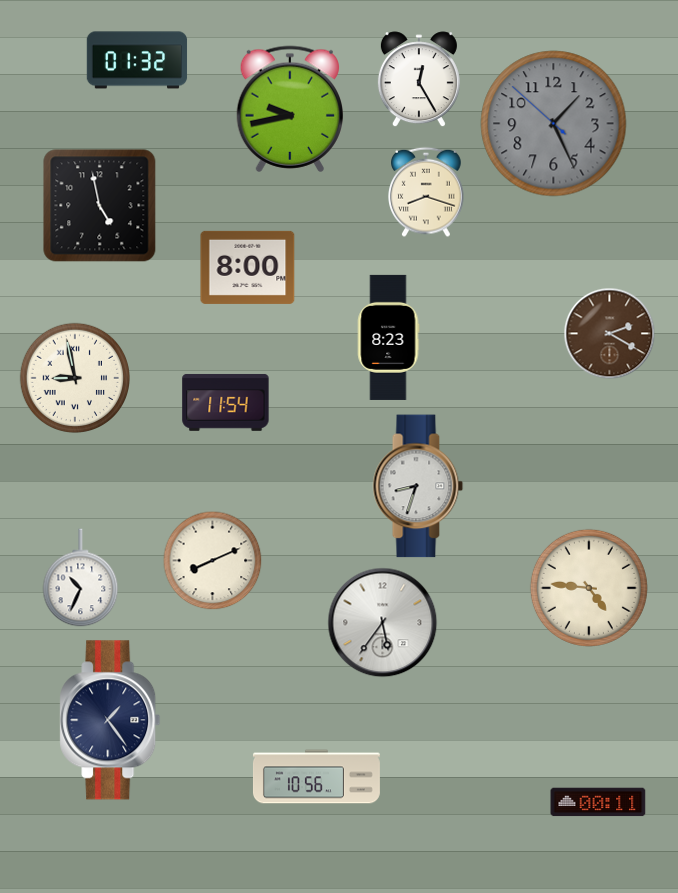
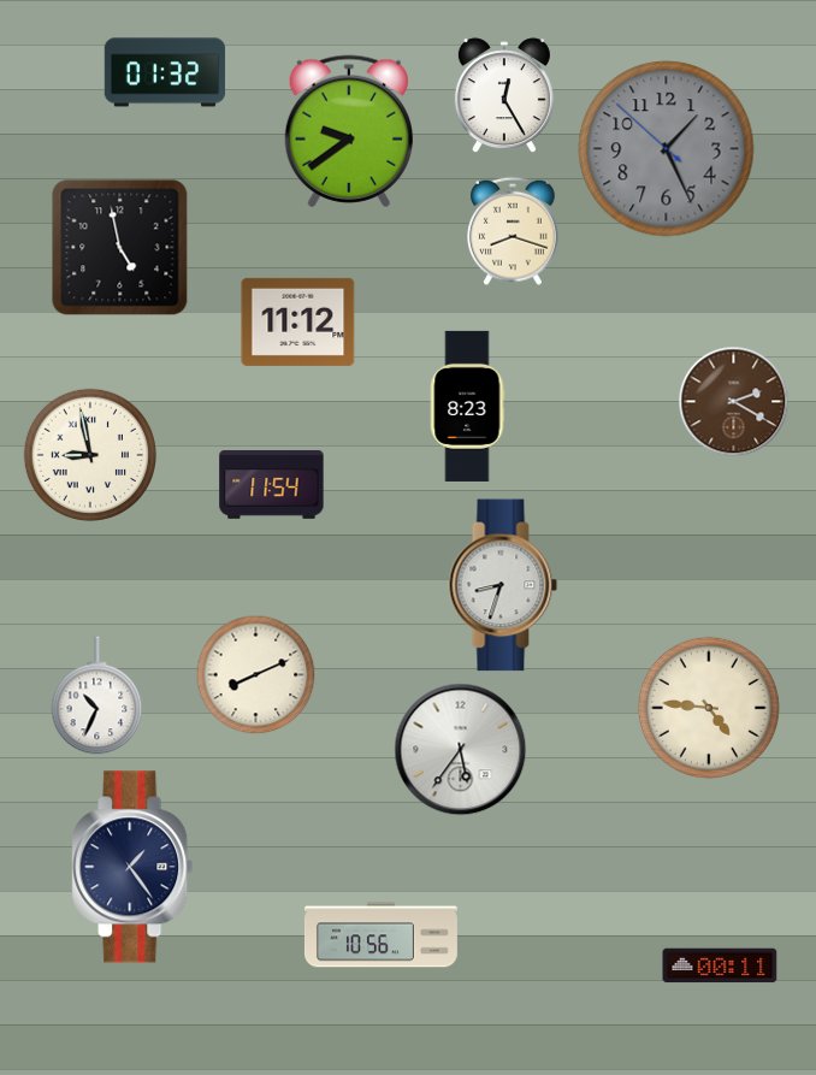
clock at (289, 109): 9:43 -> 9:39
clock at (248, 267): 8:00 -> 11:12
